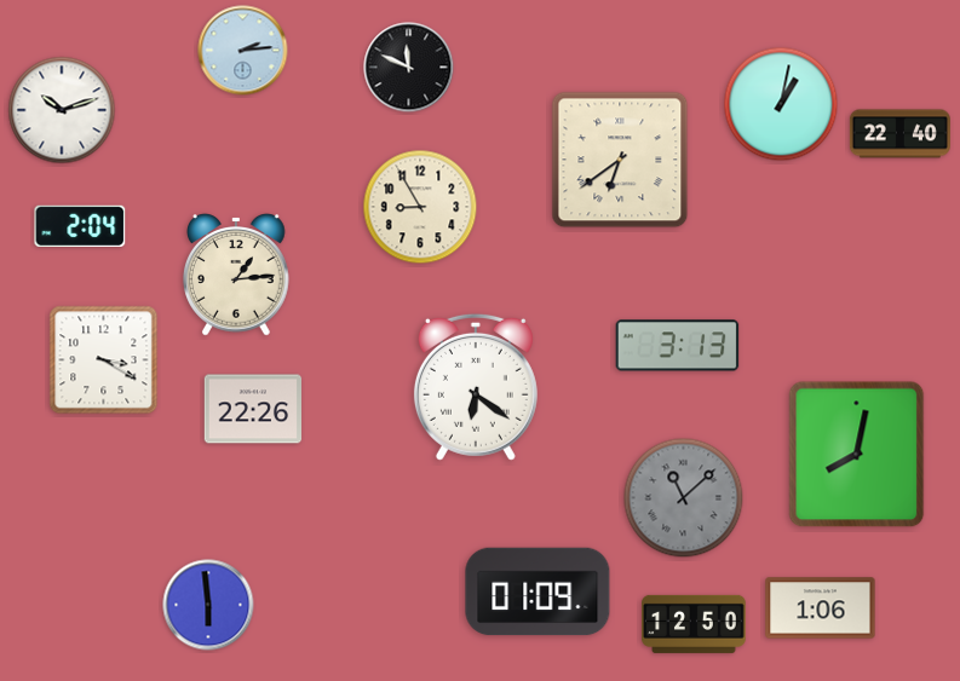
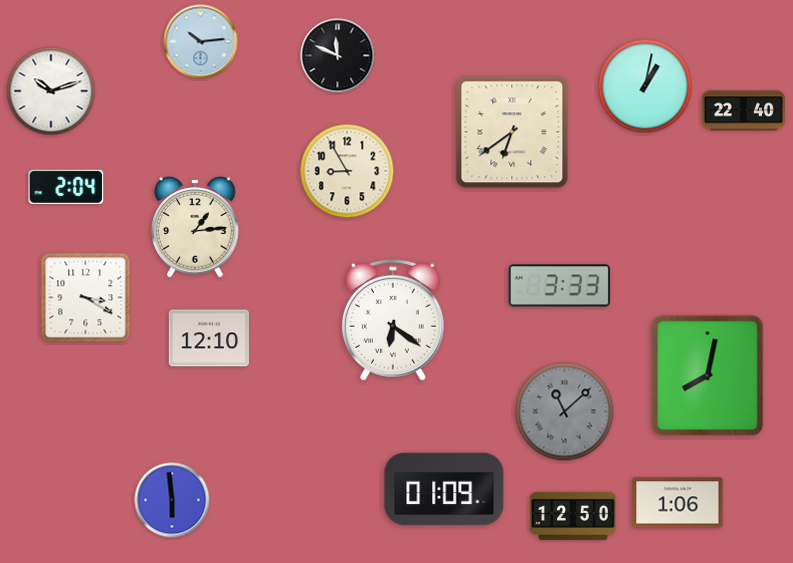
clock at (243, 51): 2:14 -> 10:14
clock at (678, 346): 3:13 -> 3:33
clock at (253, 409): 22:26 -> 12:10
